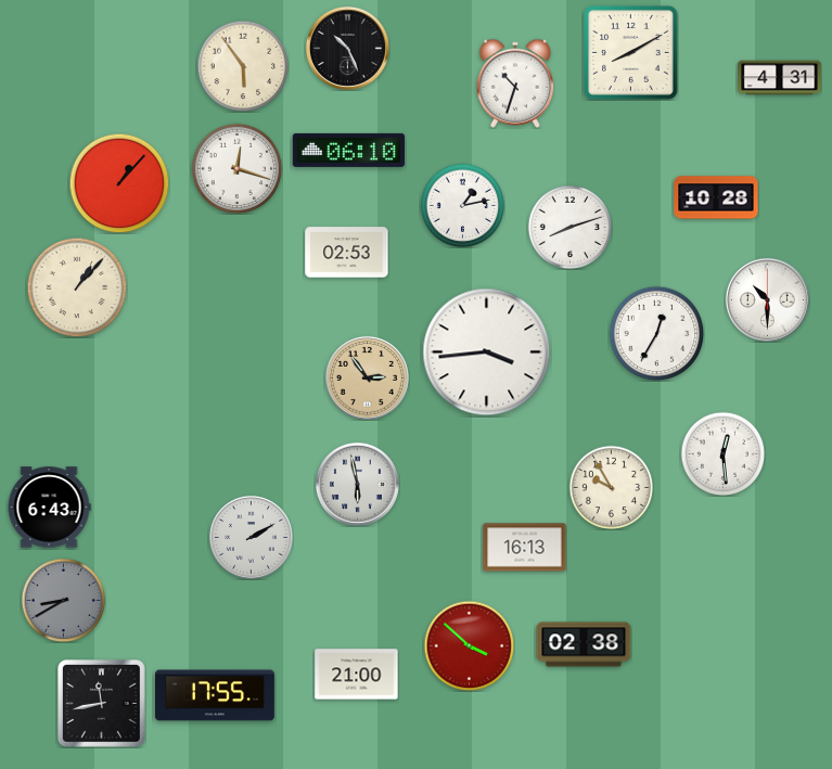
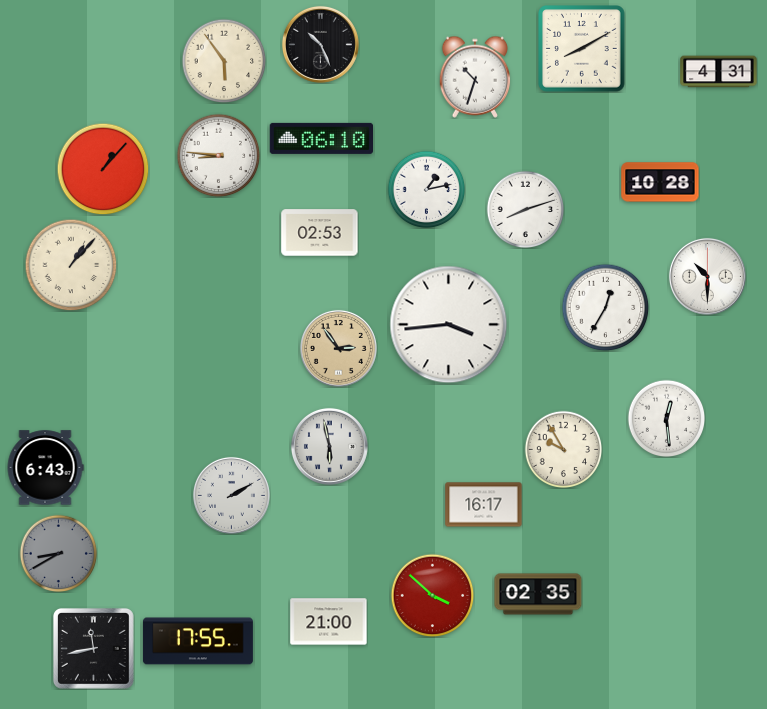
clock at (236, 168): 12:18 -> 8:46
clock at (119, 183) position: (119, 183) -> (103, 169)
clock at (525, 548): 16:13 -> 16:17
clock at (584, 644): 02:38 -> 02:35
